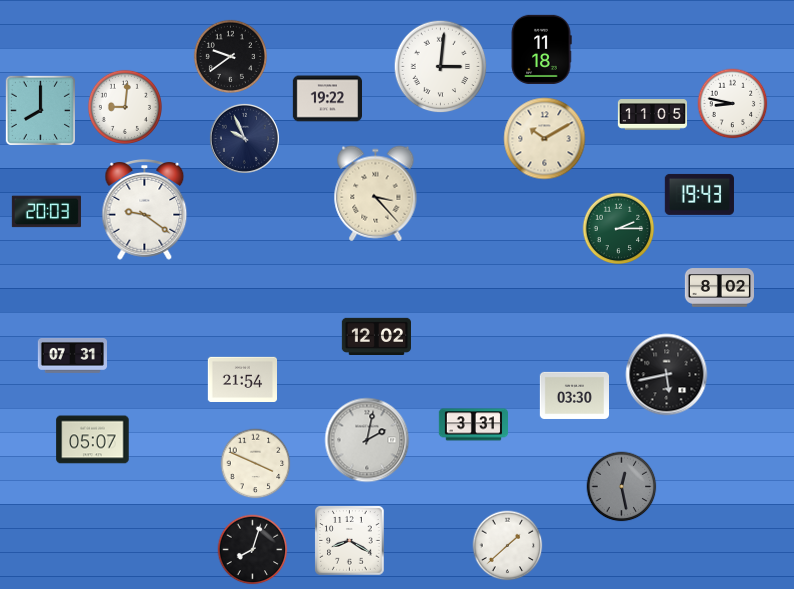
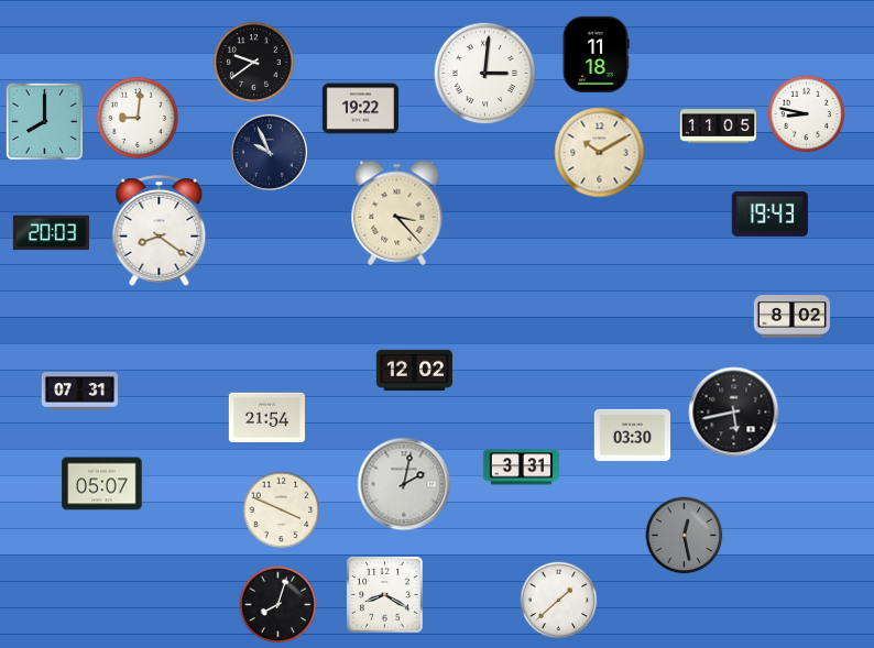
clock at (376, 194) position: (376, 194) -> (397, 213)
clock at (145, 210): 9:21 -> 8:21
clock at (619, 229): 2:15 -> none
